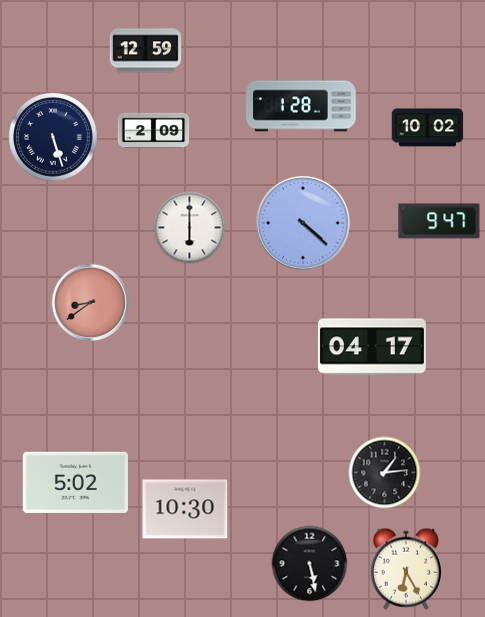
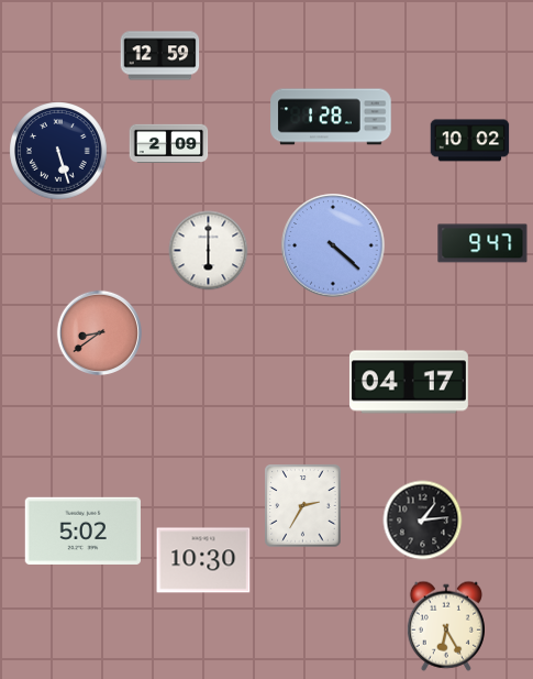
clock at (303, 506): none -> 2:35
clock at (310, 564): 5:28 -> none
